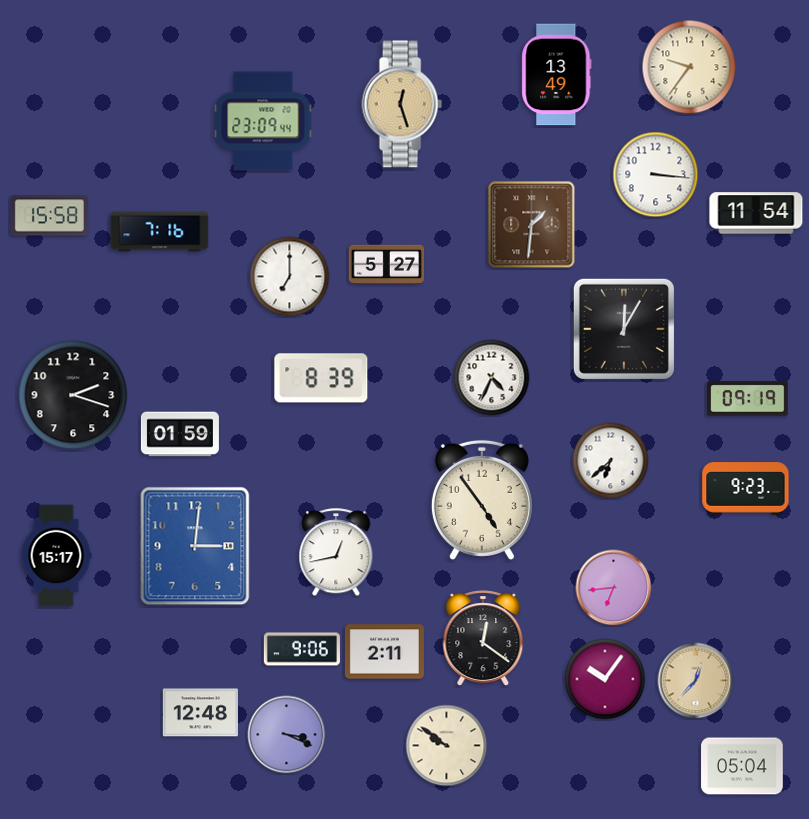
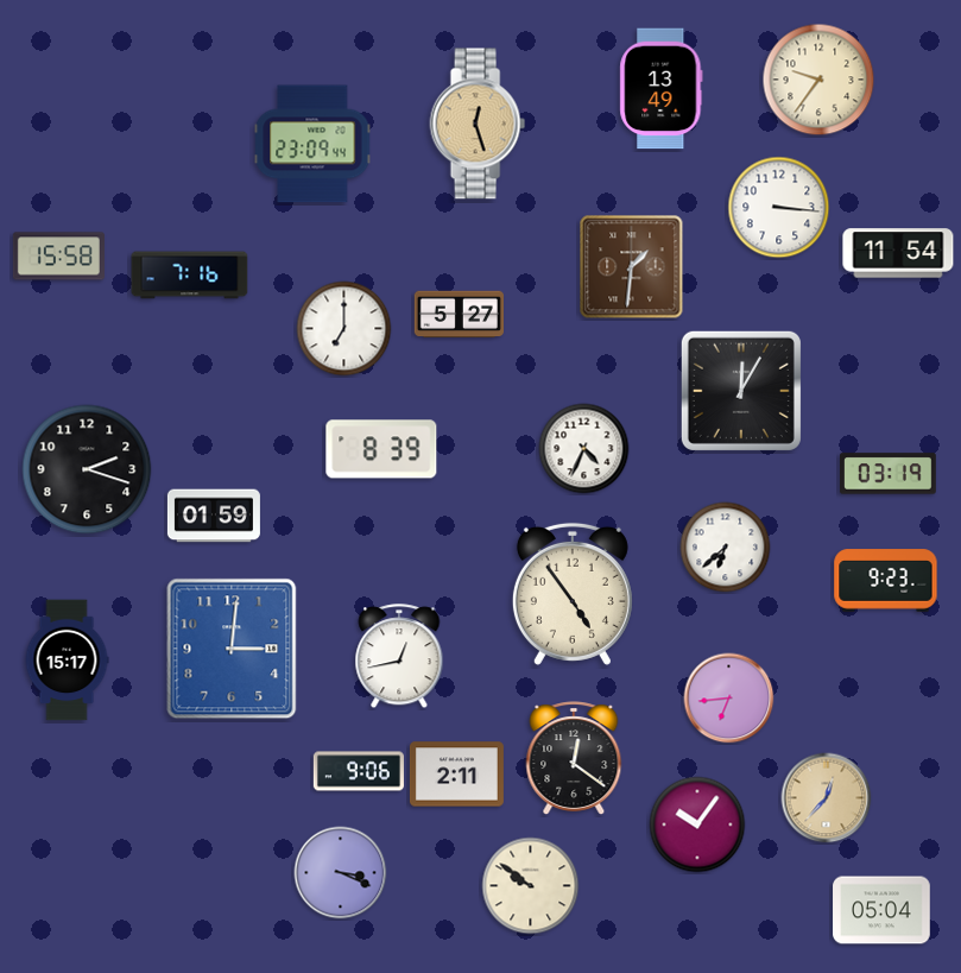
clock at (748, 399): 09:19 -> 03:19
clock at (605, 679) position: (605, 679) -> (697, 824)
clock at (696, 681) position: (696, 681) -> (827, 798)
clock at (200, 713): 12:48 -> none
